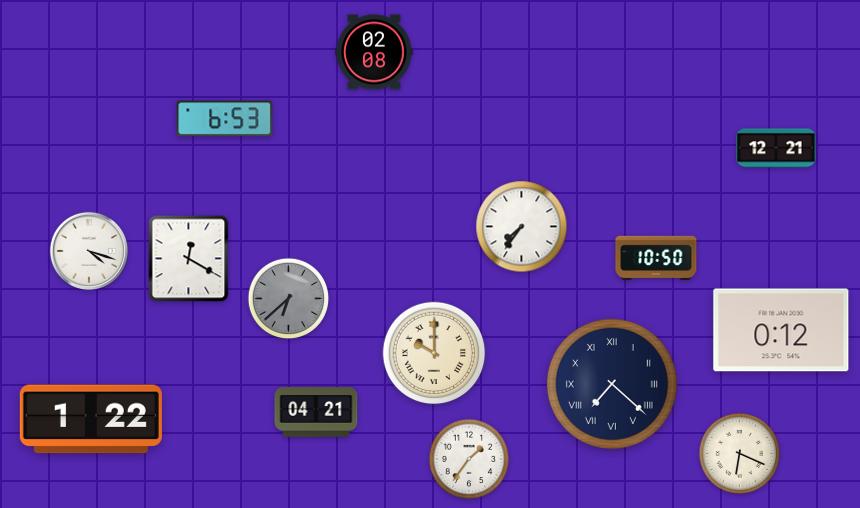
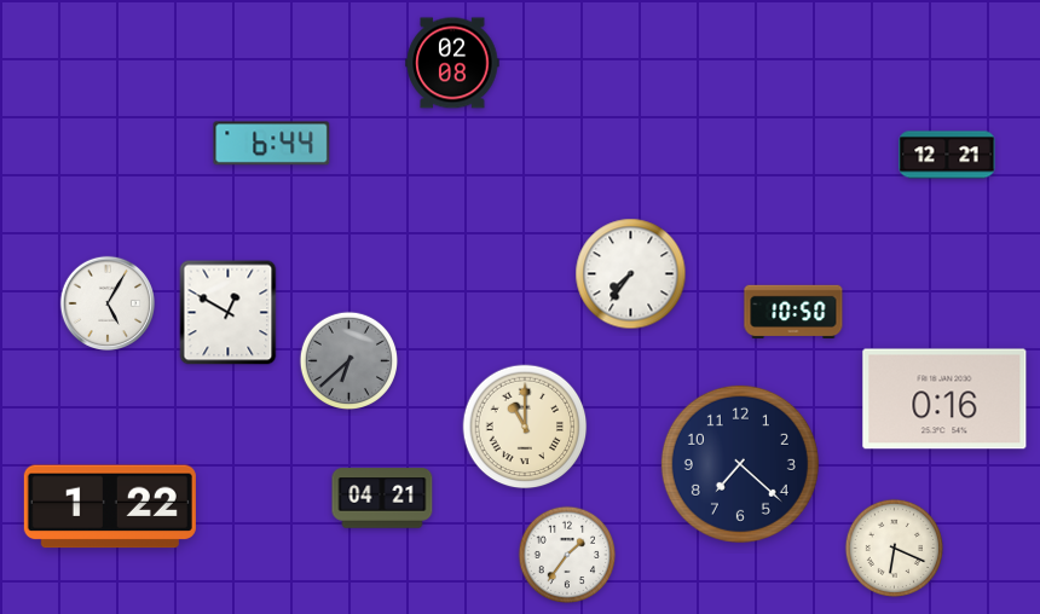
clock at (225, 119): 6:53 -> 6:44
clock at (776, 148) position: (776, 148) -> (947, 155)
clock at (88, 250): 4:18 -> 5:05
clock at (189, 259): 12:20 -> 12:50
clock at (781, 330): 0:12 -> 0:16
clock at (434, 353): 10:00 -> 11:00
clock at (612, 384) numerals: Roman -> Arabic
